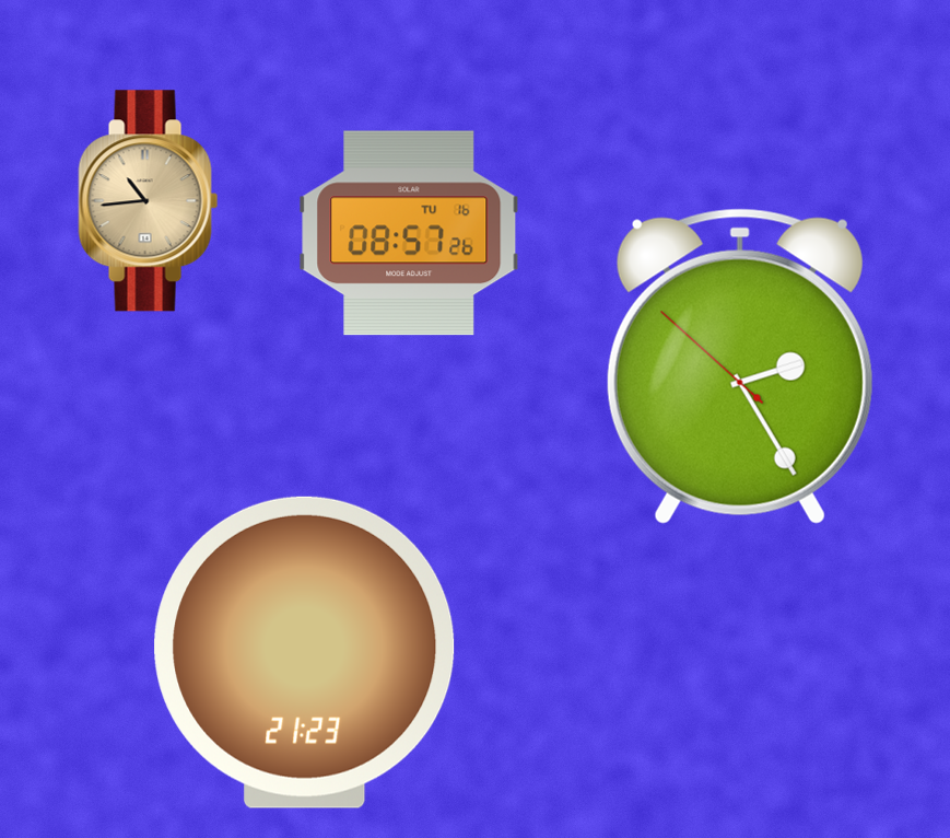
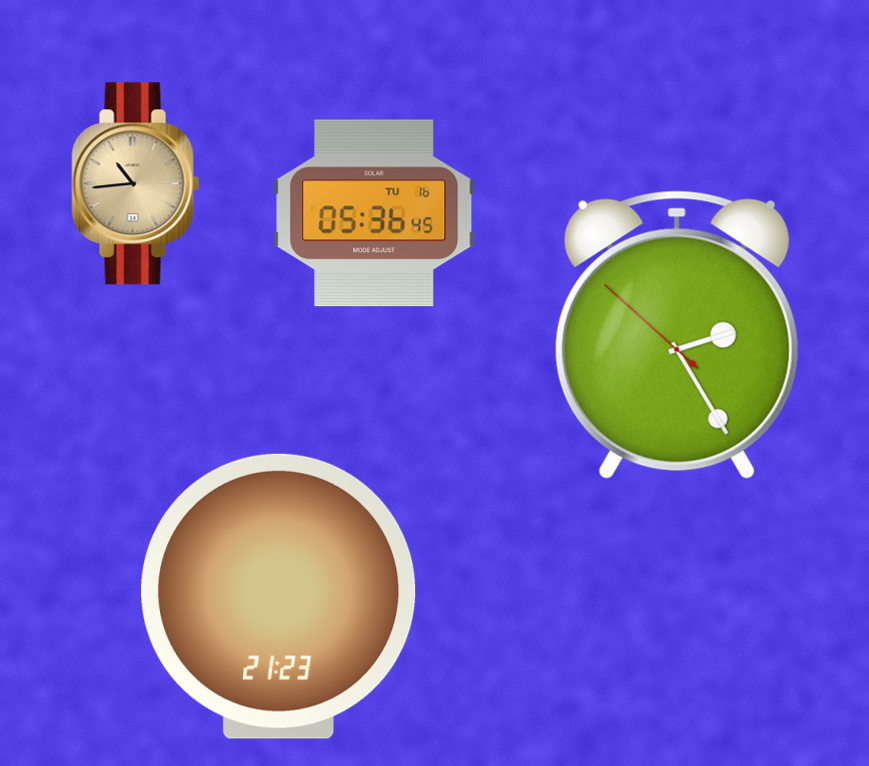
clock at (409, 233): 08:57 -> 05:36
